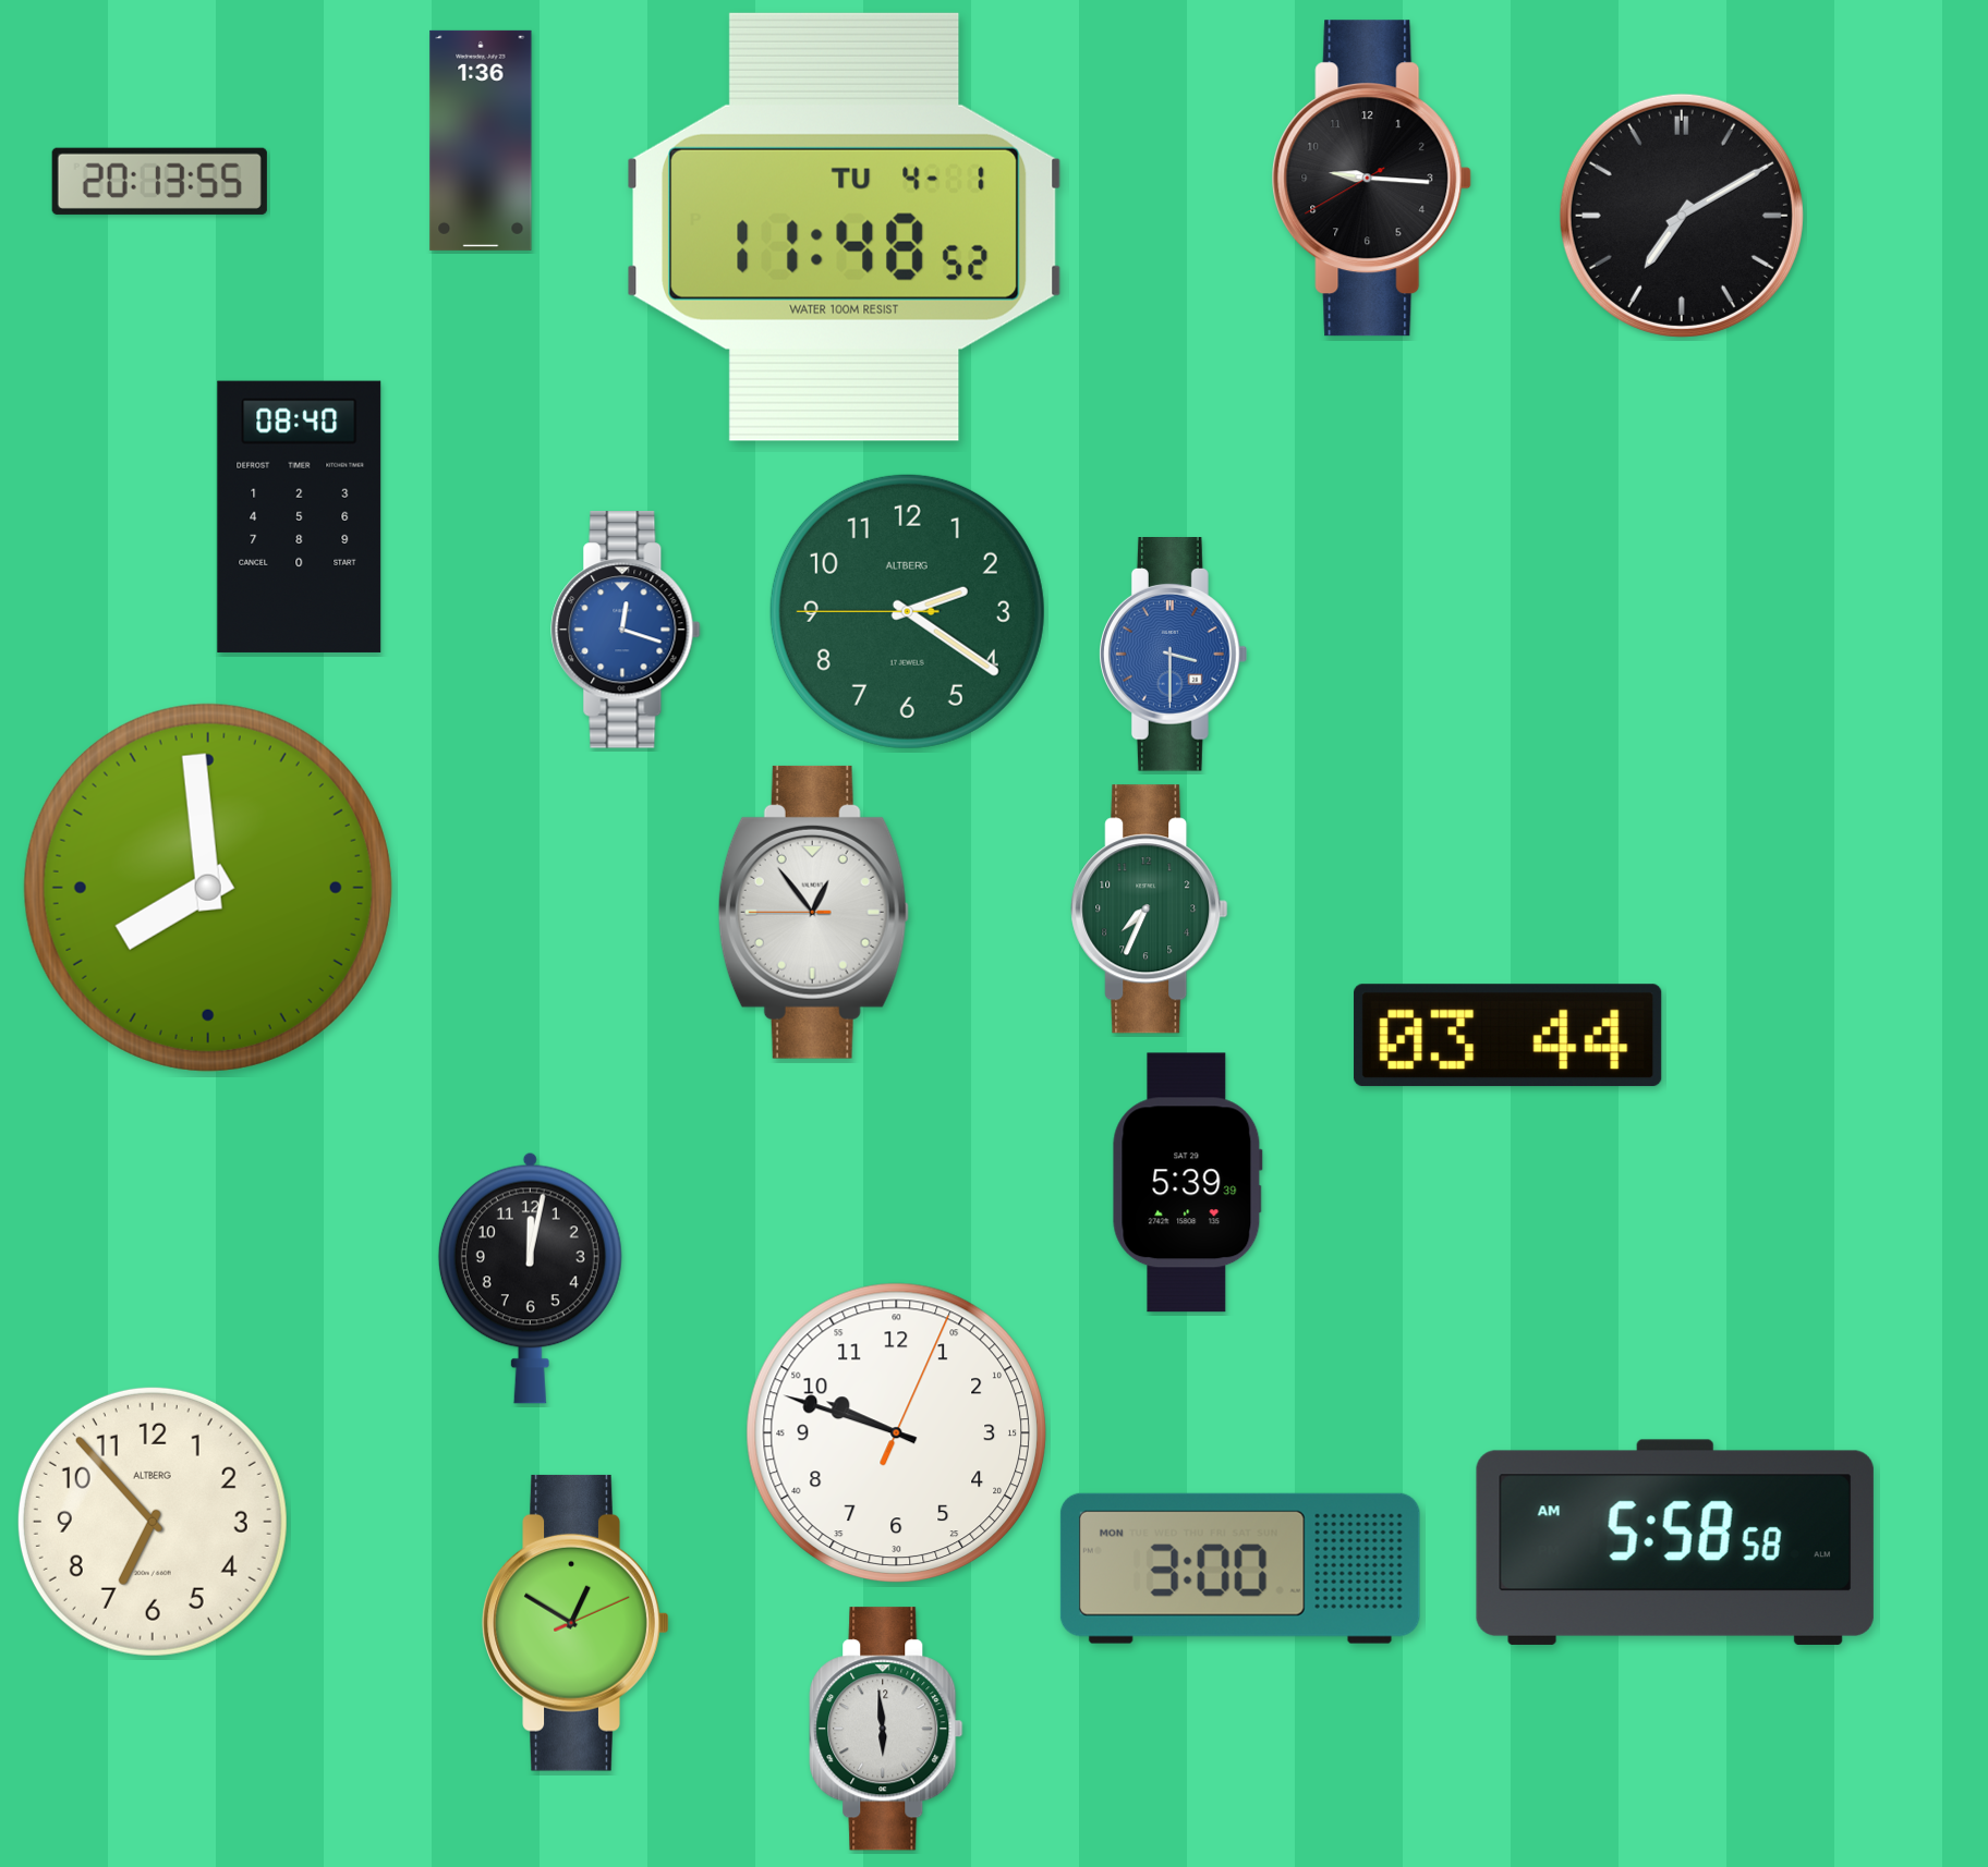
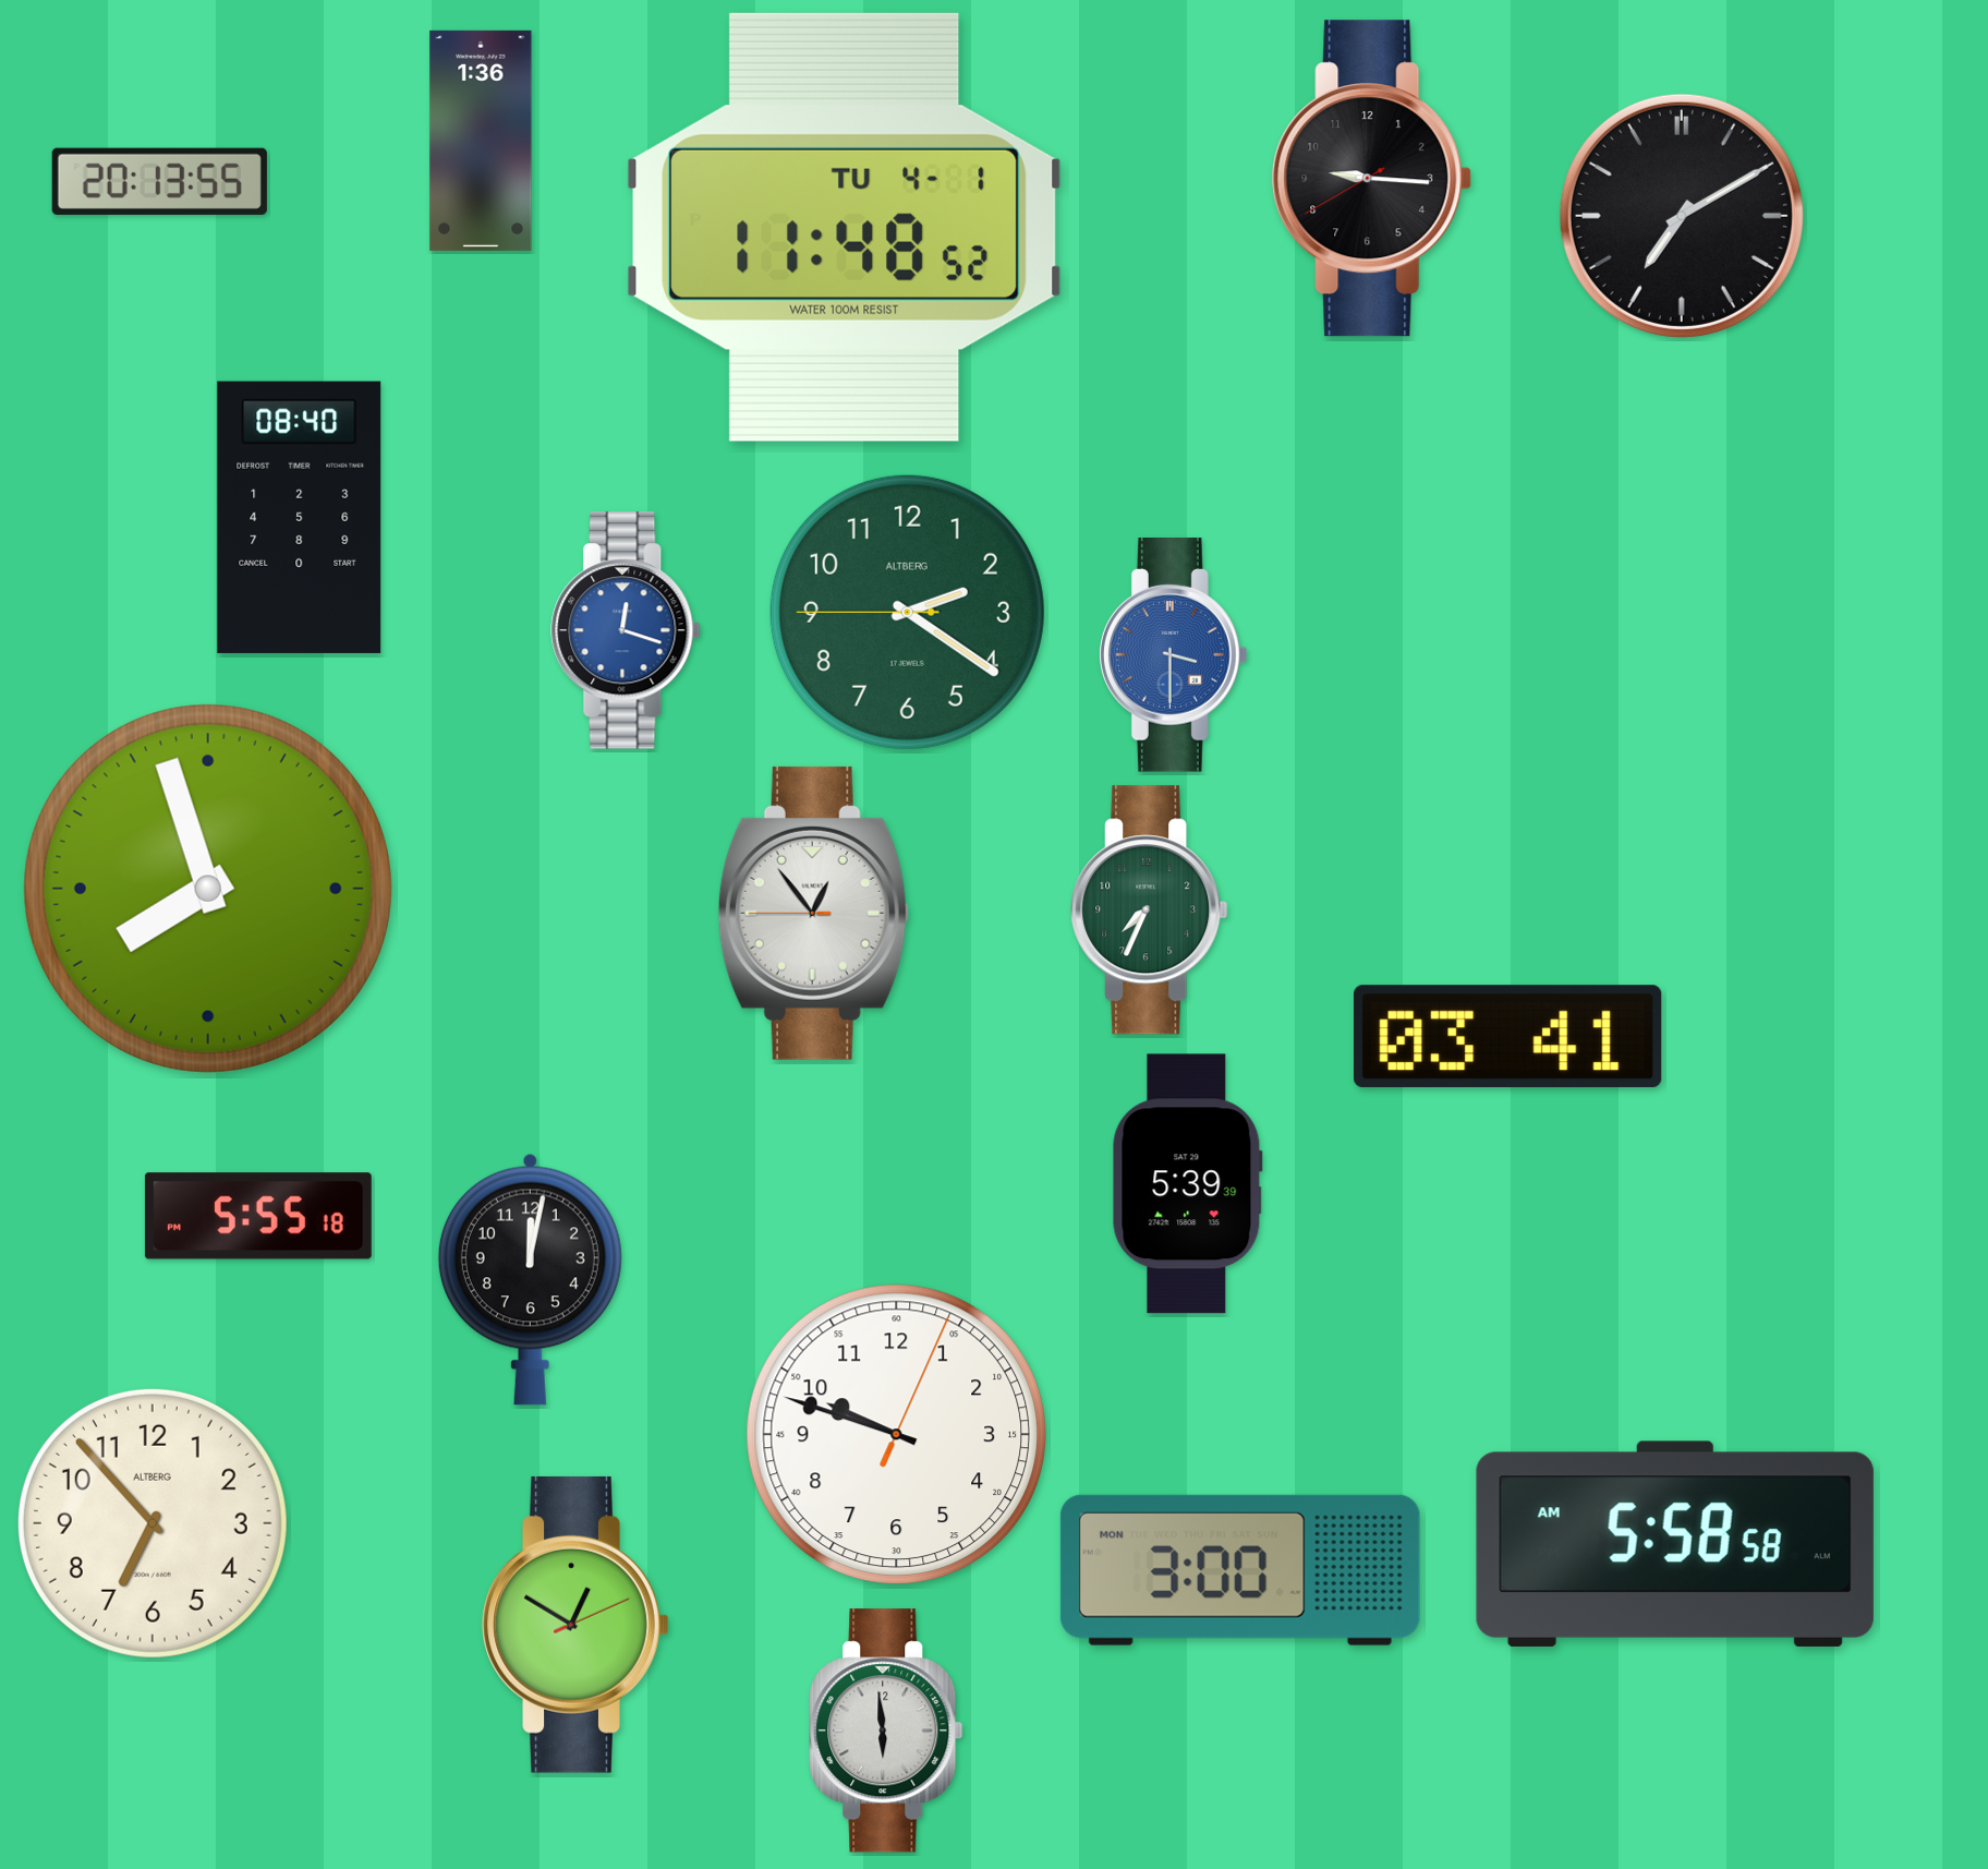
clock at (208, 888): 7:59 -> 7:57
clock at (1508, 1036): 03:44 -> 03:41
clock at (258, 1216): none -> 5:55
